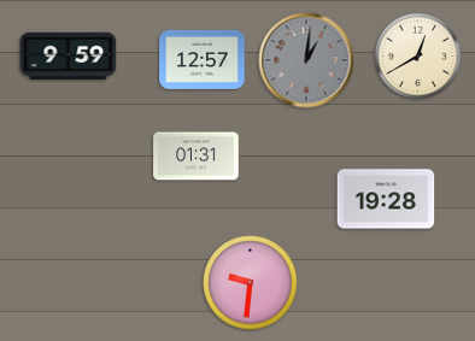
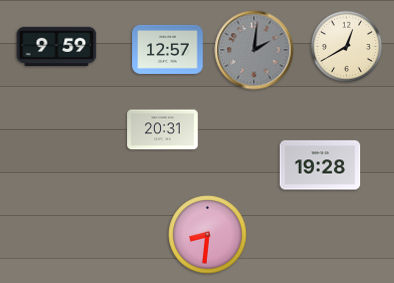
clock at (306, 60): 1:01 -> 2:01
clock at (197, 157): 01:31 -> 20:31
clock at (251, 283): 9:31 -> 8:31
